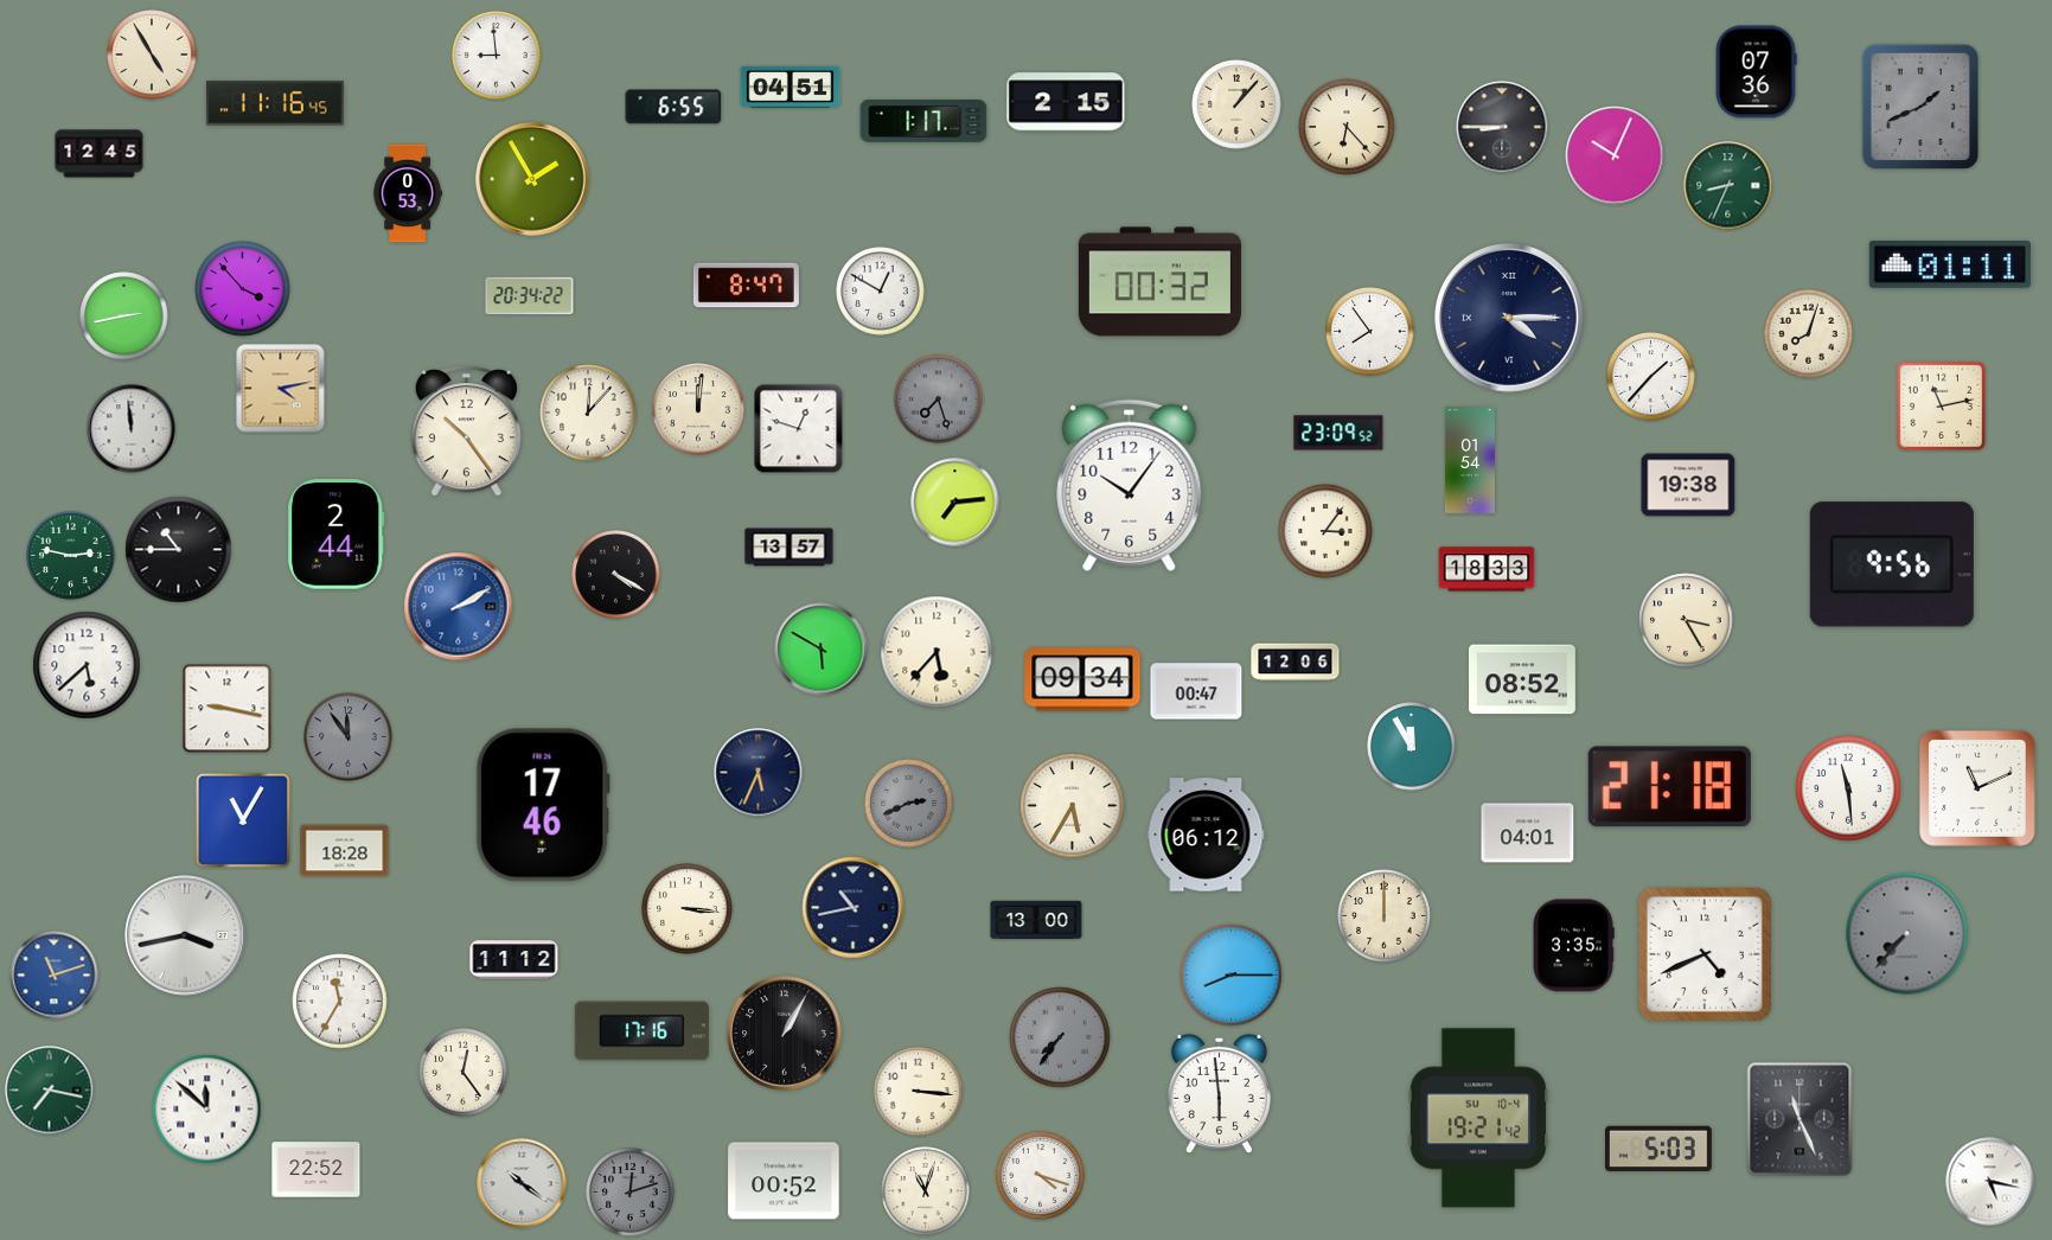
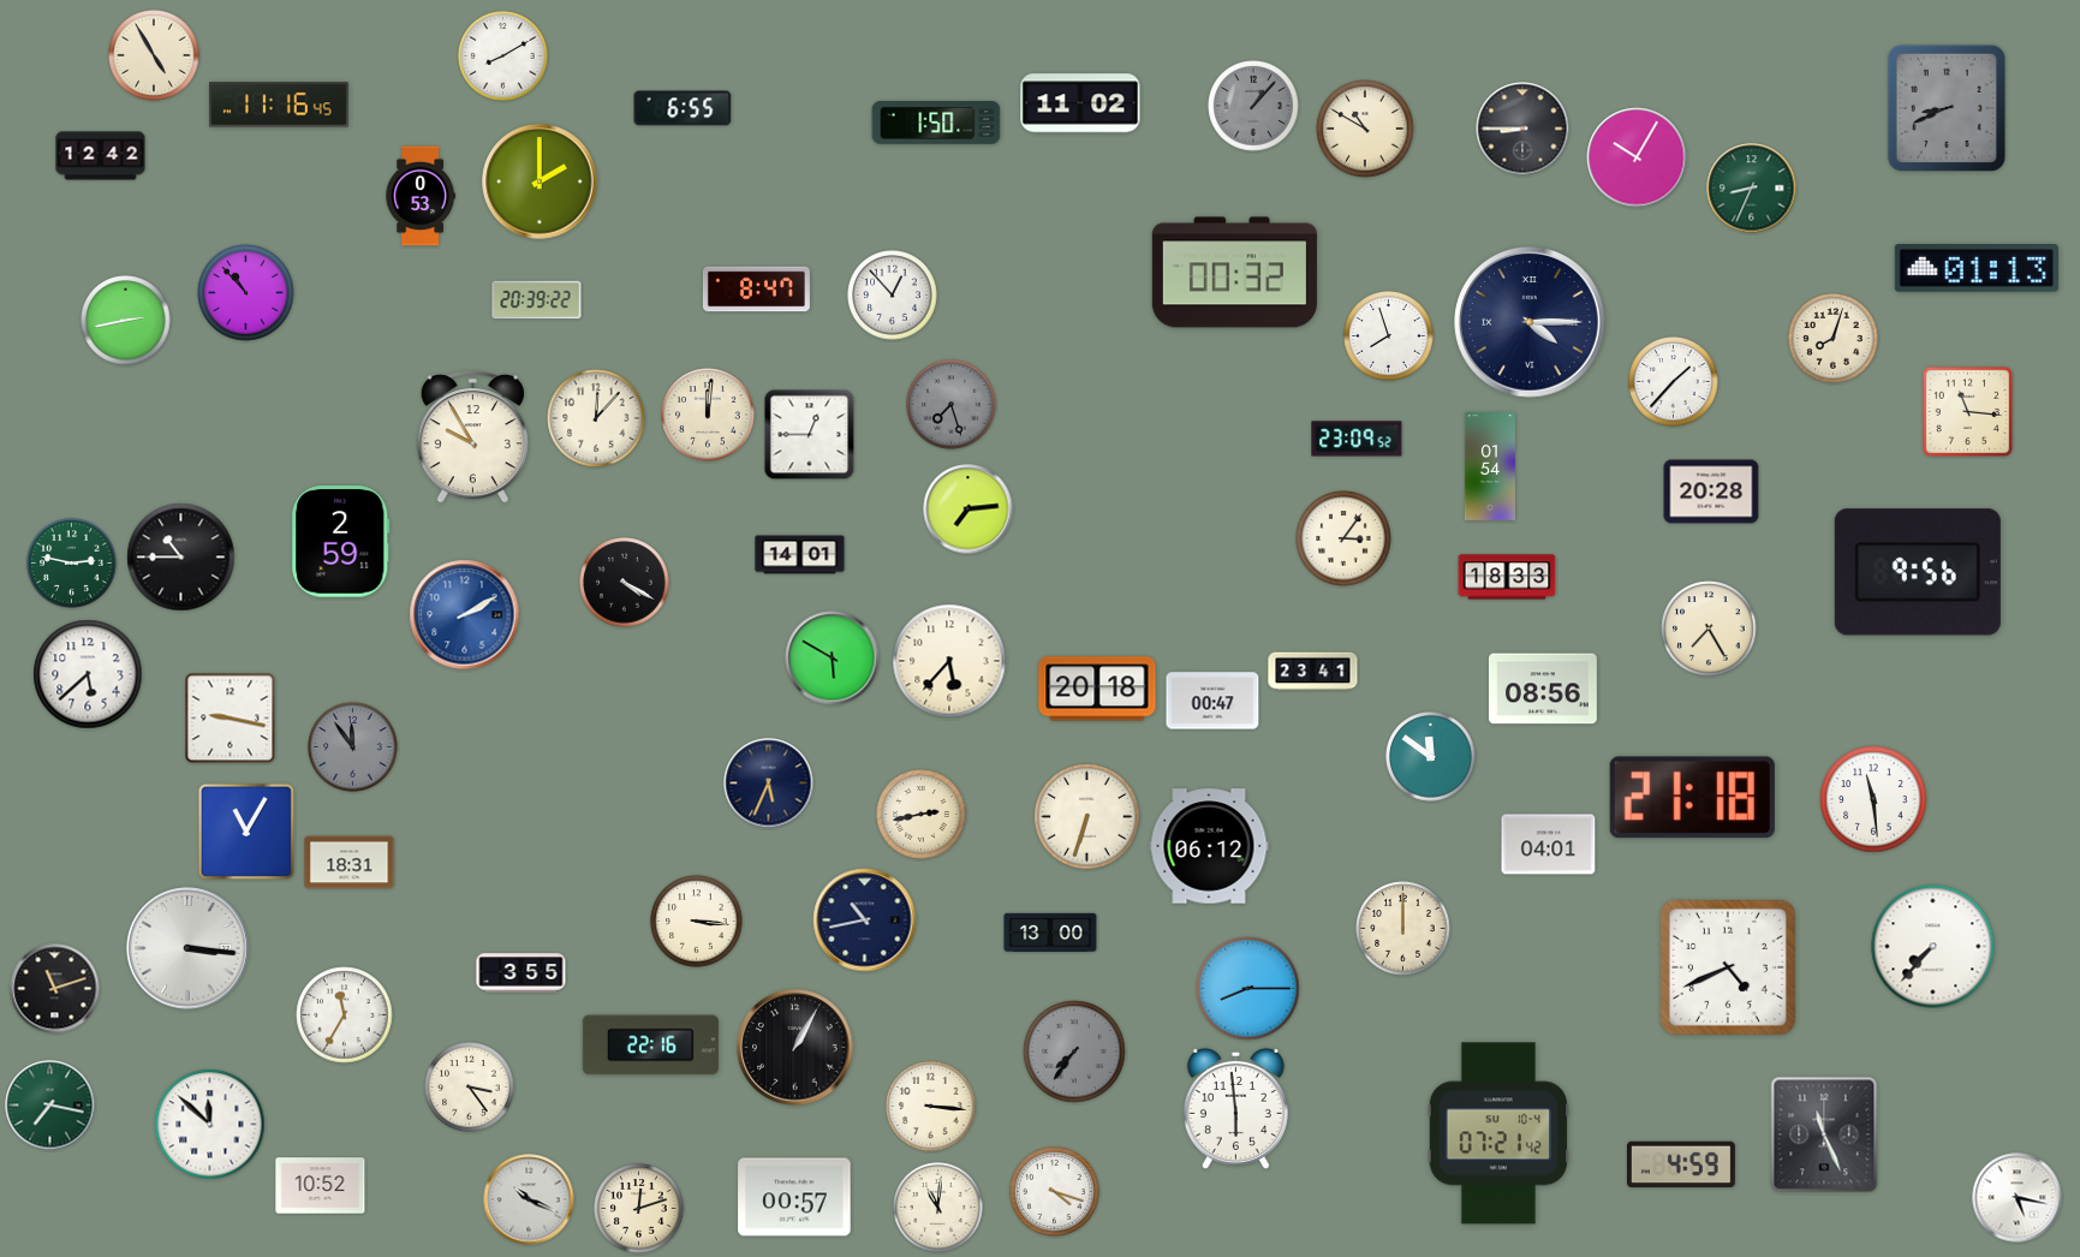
clock at (497, 56): 8:59 -> 8:10
clock at (1756, 72): 07:36 -> none
clock at (791, 88): 04:51 -> none
clock at (1066, 102): 2:15 -> 11:02
clock at (1236, 104) dial: cream -> grey
clock at (1920, 107): 1:41 -> 8:41
clock at (923, 122): 1:17 -> 1:50
clock at (1347, 127): 6:23 -> 10:50
clock at (100, 154): 12:45 -> 12:42
clock at (1615, 155): 10:04 -> 10:05
clock at (532, 179): 1:55 -> 2:00
clock at (408, 193) position: (408, 193) -> (421, 196)
clock at (1950, 266): 01:11 -> 01:13
clock at (1159, 282) position: (1159, 282) -> (1234, 273)
clock at (243, 289): 3:53 -> 10:53
clock at (881, 292): 12:50 -> 12:53
clock at (530, 296): 20:34 -> 20:39
clock at (1370, 332): 7:54 -> 7:57
clock at (281, 389): 4:13 -> none
clock at (1942, 407): 11:13 -> 11:16
clock at (132, 429): 11:59 -> none
clock at (799, 429): 12:48 -> 12:45
clock at (466, 432): 10:24 -> 9:55
clock at (1130, 485): 10:06 -> none
clock at (1688, 485): 19:38 -> 20:28
clock at (337, 535): 2:44 -> 2:59
clock at (790, 548): 13:57 -> 14:01
clock at (1686, 620): 3:25 -> 7:25
clock at (1296, 663): 12:06 -> 23:41
clock at (1082, 679): 09:34 -> 20:18
clock at (1522, 679): 08:52 -> 08:56
clock at (1412, 747): 11:55 -> 11:51
clock at (1977, 788): 11:11 -> none
clock at (909, 804): 2:41 -> 2:43
clock at (909, 804) dial: grey -> cream
clock at (543, 805): 17:46 -> none
clock at (1073, 806): 5:35 -> 6:33
clock at (1206, 835) position: (1206, 835) -> (1209, 846)
clock at (345, 851): 18:28 -> 18:31
clock at (1907, 934) dial: grey -> white
clock at (185, 935): 3:43 -> 3:16
clock at (1573, 946): 3:35 -> none
clock at (514, 960): 11:12 -> 3:55
clock at (55, 976) dial: blue -> black
clock at (641, 1031): 17:16 -> 22:16
clock at (464, 1073): 12:24 -> 3:24
clock at (1478, 1118): 19:21 -> 07:21
clock at (1658, 1149): 5:03 -> 4:59
clock at (317, 1170): 22:52 -> 10:52
clock at (784, 1181): 00:52 -> 00:57
clock at (522, 1183): 10:21 -> 10:19
clock at (926, 1191): 11:03 -> 11:01
clock at (631, 1193) dial: grey -> cream
